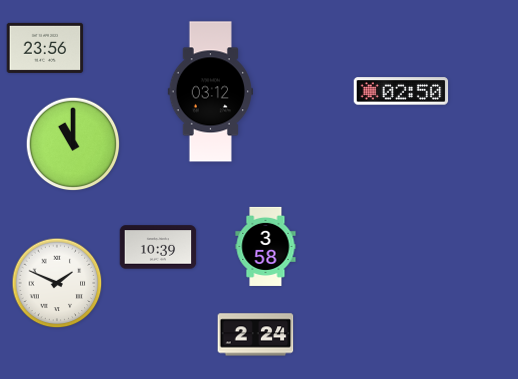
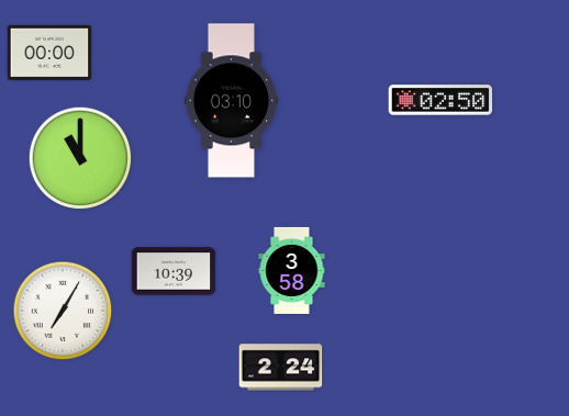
clock at (45, 48): 23:56 -> 00:00
clock at (210, 92): 03:12 -> 03:10
clock at (57, 283): 1:49 -> 7:05
